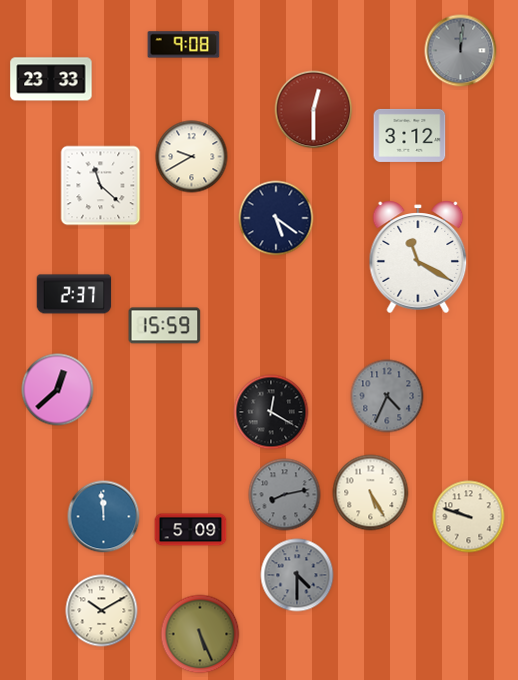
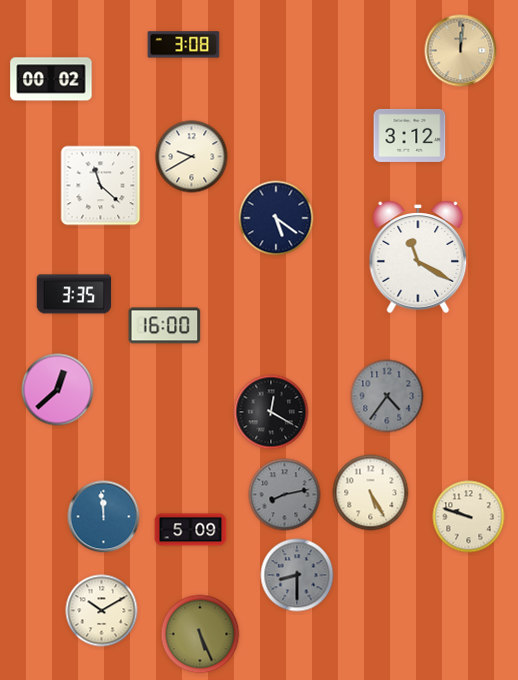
clock at (184, 45): 9:08 -> 3:08
clock at (461, 51) dial: grey -> champagne
clock at (51, 79): 23:33 -> 00:02
clock at (314, 110): 12:30 -> none
clock at (74, 294): 2:37 -> 3:35
clock at (165, 326): 15:59 -> 16:00
clock at (387, 396): 4:34 -> 4:36
clock at (297, 575): 4:30 -> 8:30
